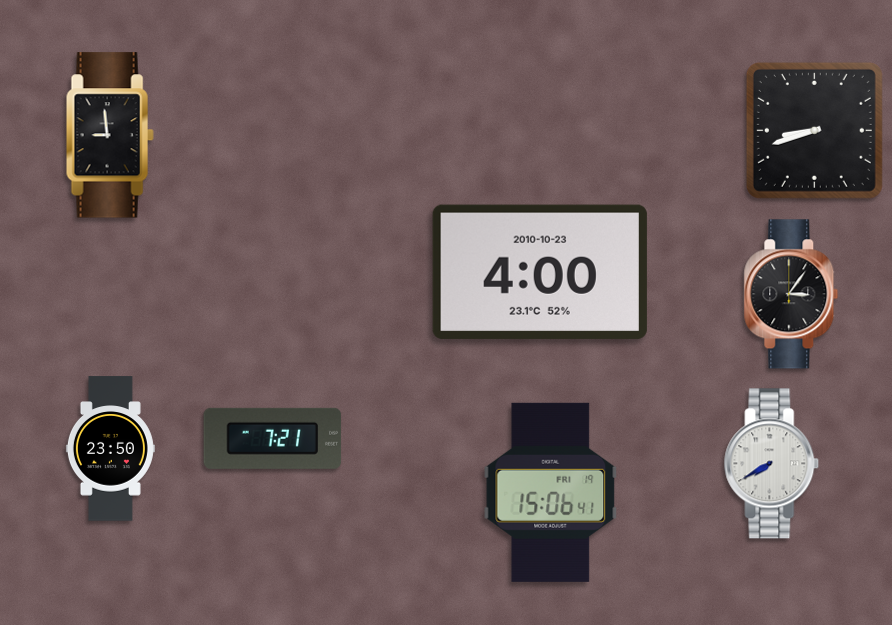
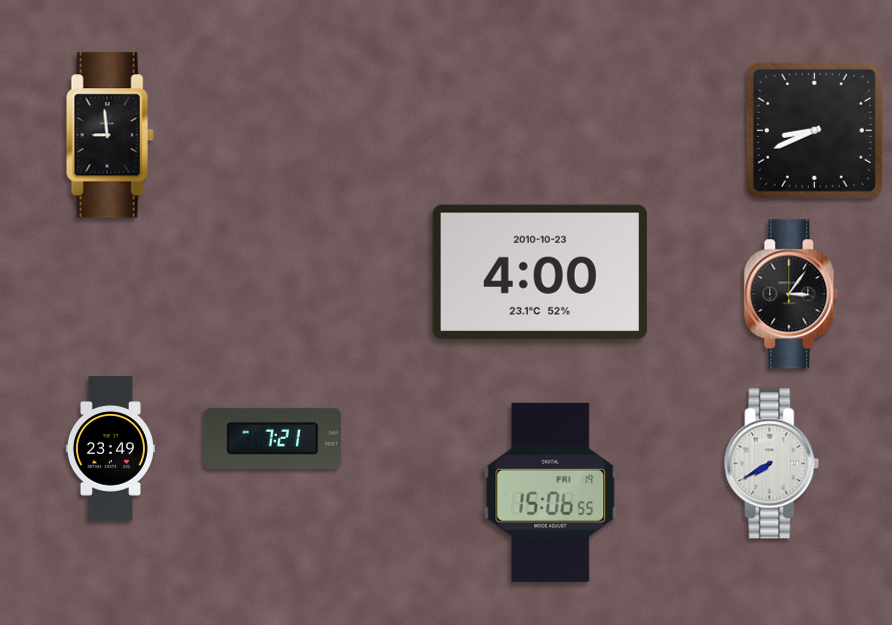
clock at (814, 130): 8:42 -> 8:41
clock at (110, 449): 23:50 -> 23:49
clock at (551, 492): 15:06:41 -> 15:06:55
